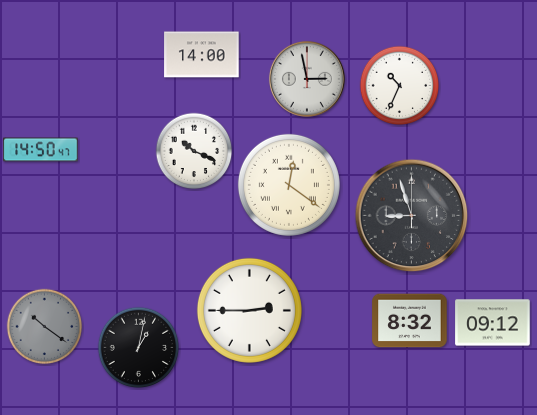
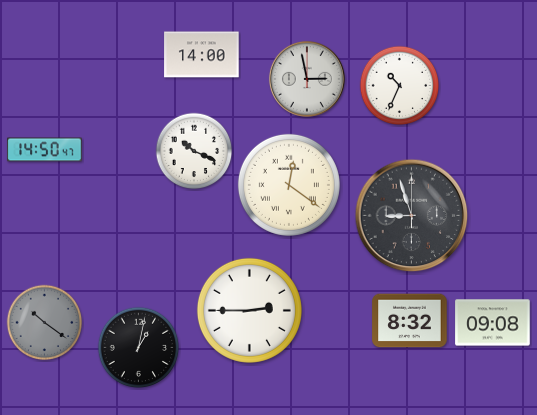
clock at (41, 150) position: (41, 150) -> (45, 150)
clock at (493, 323): 09:12 -> 09:08
clock at (45, 327) position: (45, 327) -> (45, 323)
